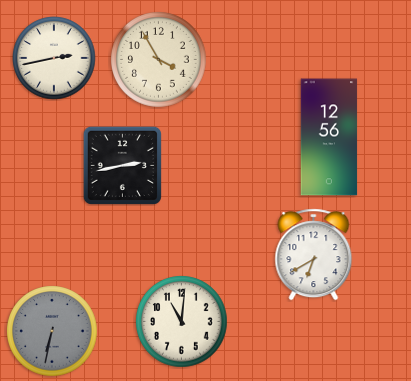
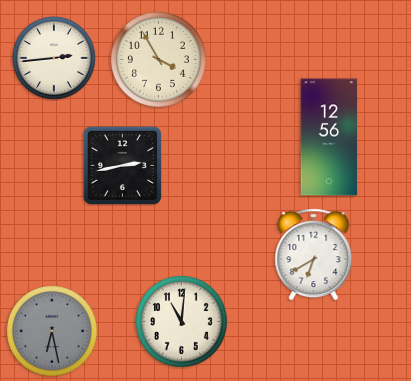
clock at (54, 58): 2:43 -> 2:44
clock at (52, 331): 6:32 -> 6:28
